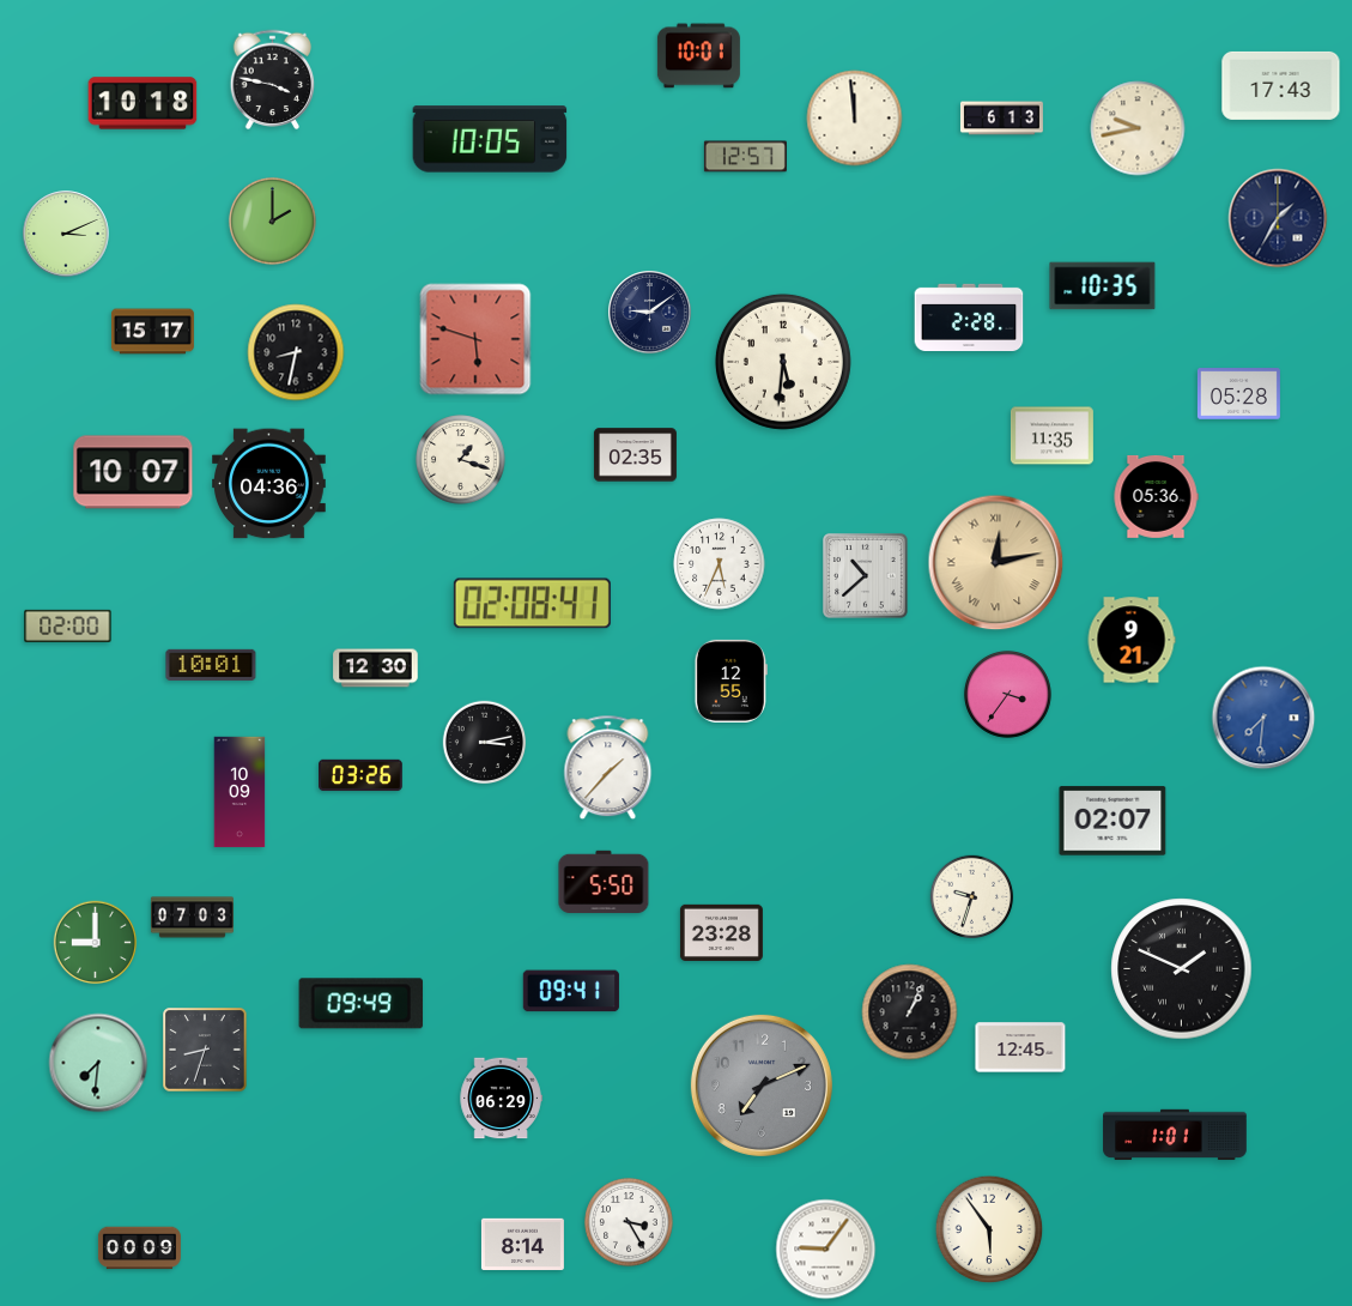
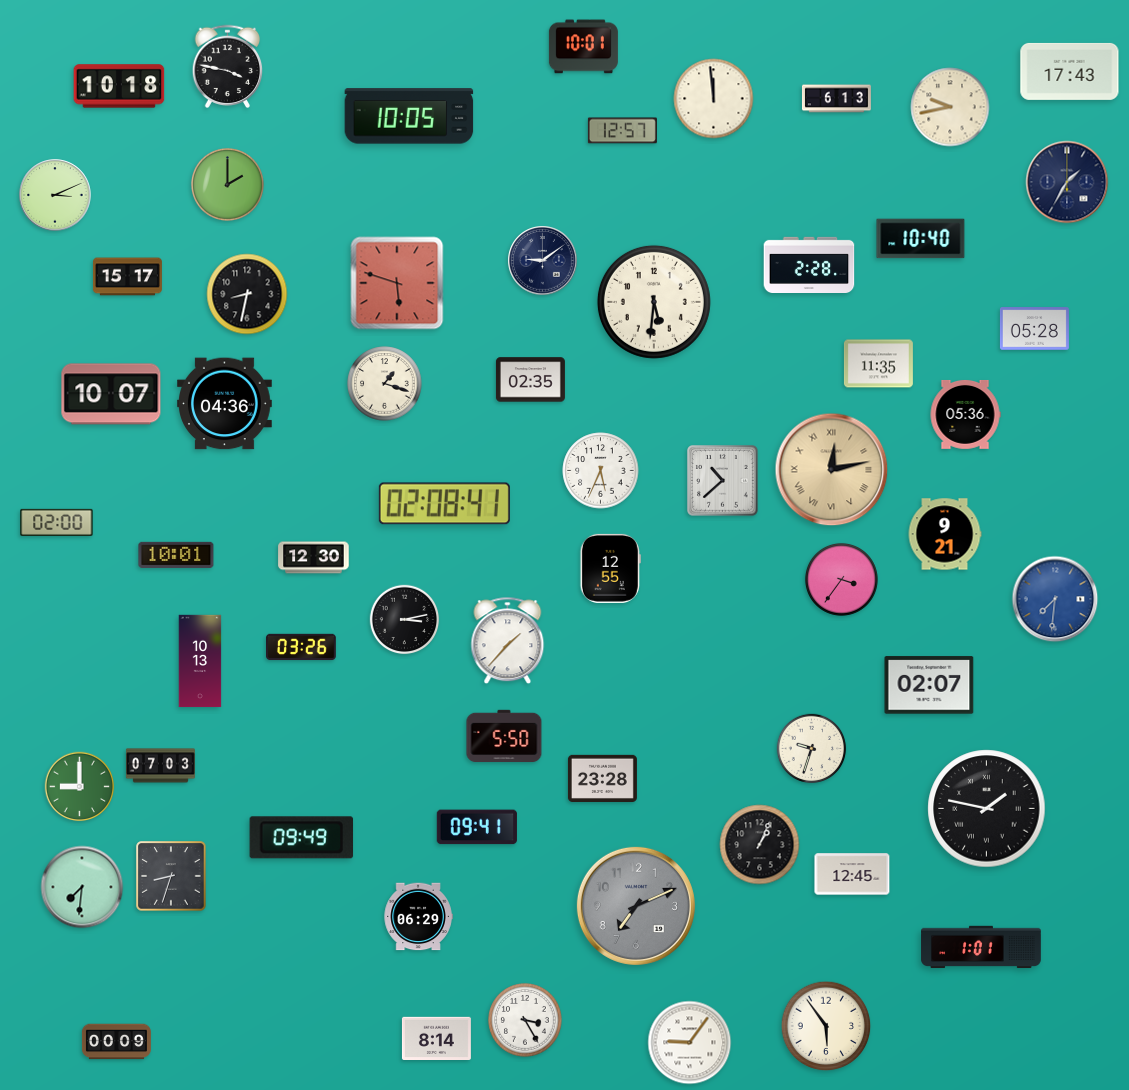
clock at (1103, 286): 10:35 -> 10:40
clock at (240, 792): 10:09 -> 10:13
clock at (1182, 969): 1:49 -> 1:47
